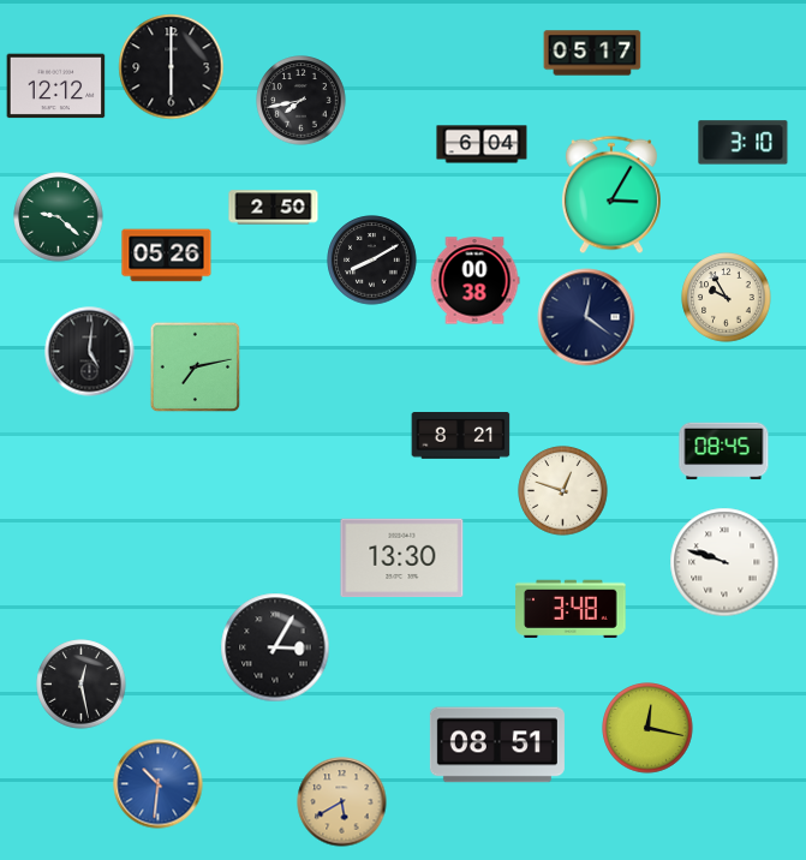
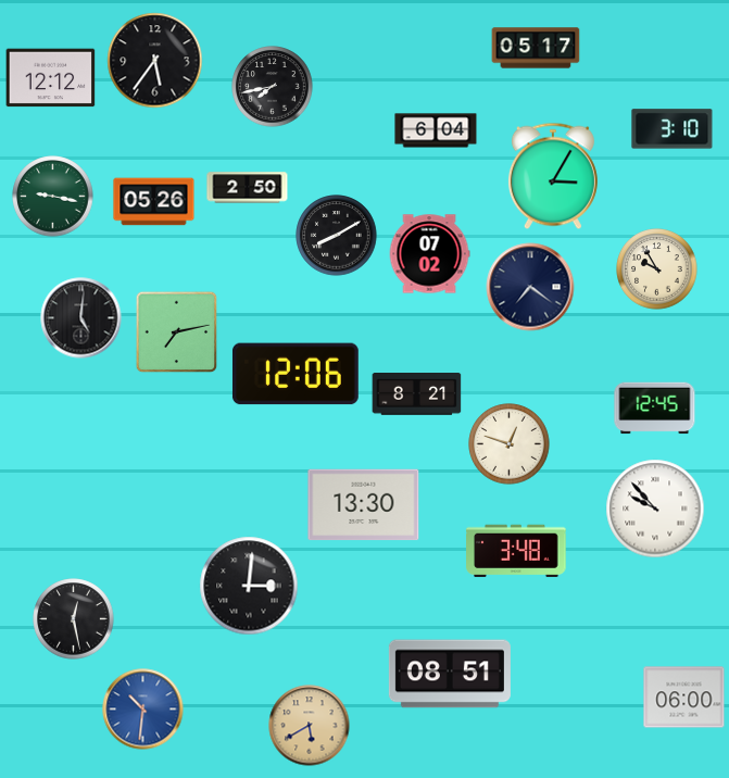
clock at (172, 67): 6:00 -> 5:36
clock at (301, 101) position: (301, 101) -> (273, 87)
clock at (59, 217): 9:22 -> 9:17
clock at (167, 256) position: (167, 256) -> (154, 202)
clock at (474, 281): 00:38 -> 07:02
clock at (586, 317): 12:21 -> 7:21
clock at (296, 374): none -> 12:06
clock at (724, 452): 08:45 -> 12:45
clock at (724, 562): 9:48 -> 9:53
clock at (275, 647): 3:05 -> 3:01
clock at (647, 728): 12:17 -> none
clock at (684, 698): none -> 06:00
